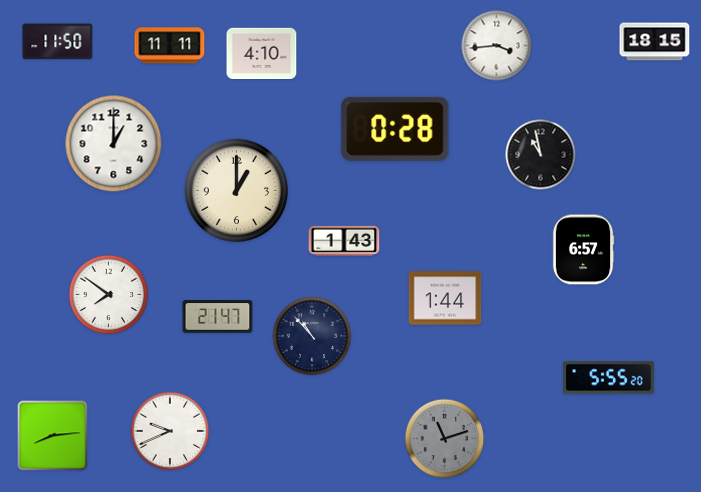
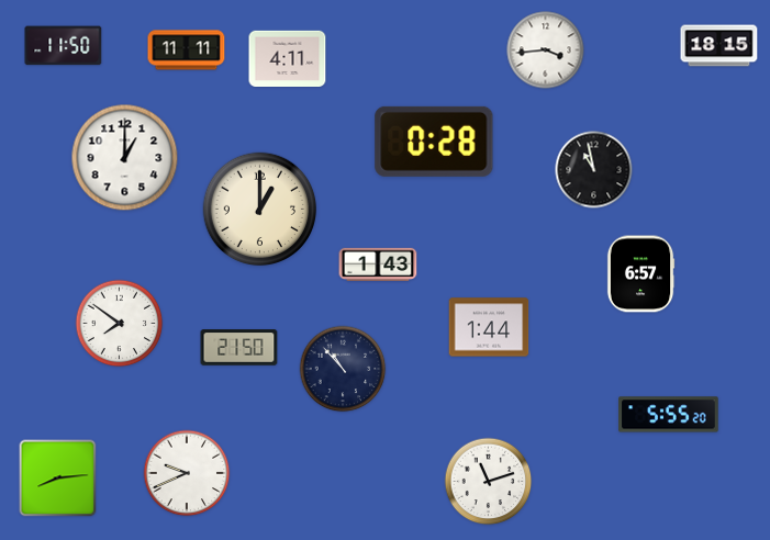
clock at (262, 53): 4:10 -> 4:11
clock at (218, 317): 21:47 -> 21:50
clock at (445, 439) dial: grey -> white
